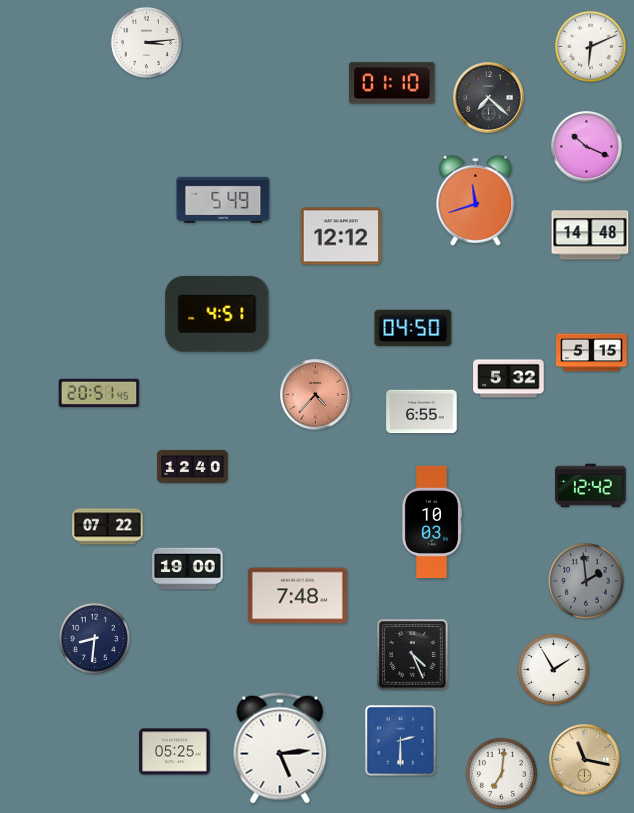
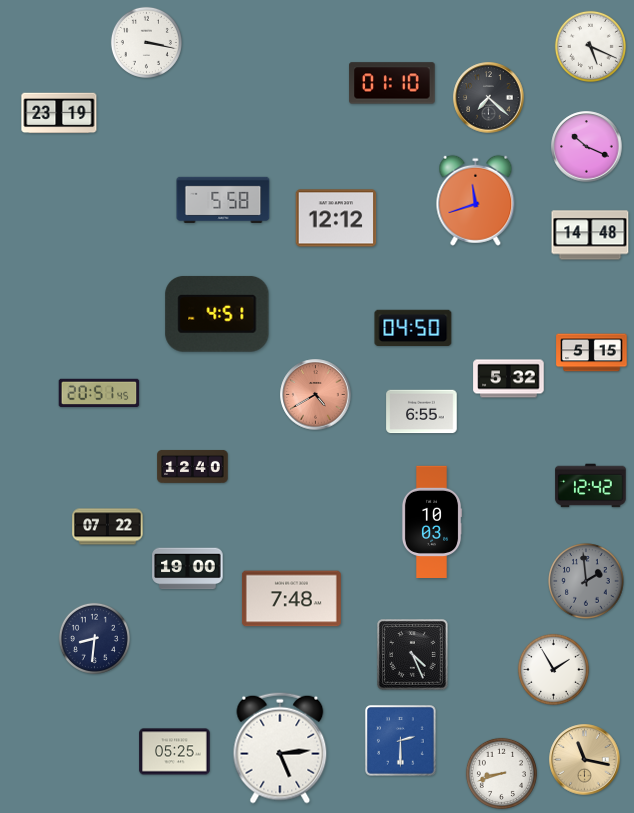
clock at (146, 42): 3:14 -> 3:17
clock at (590, 46): 6:11 -> 5:19
clock at (59, 113): none -> 23:19
clock at (223, 200): 5:49 -> 5:58
clock at (341, 236) position: (341, 236) -> (336, 218)
clock at (316, 395): 4:37 -> 4:40
clock at (297, 596) position: (297, 596) -> (291, 599)
clock at (501, 773): 7:01 -> 8:42
